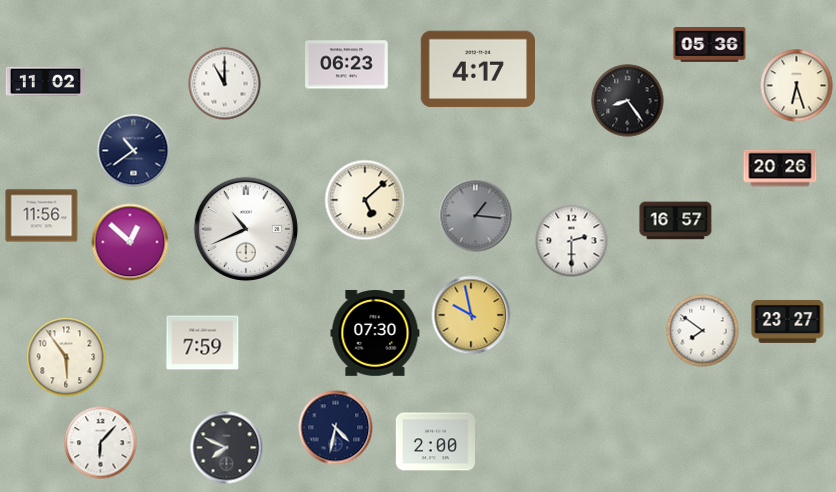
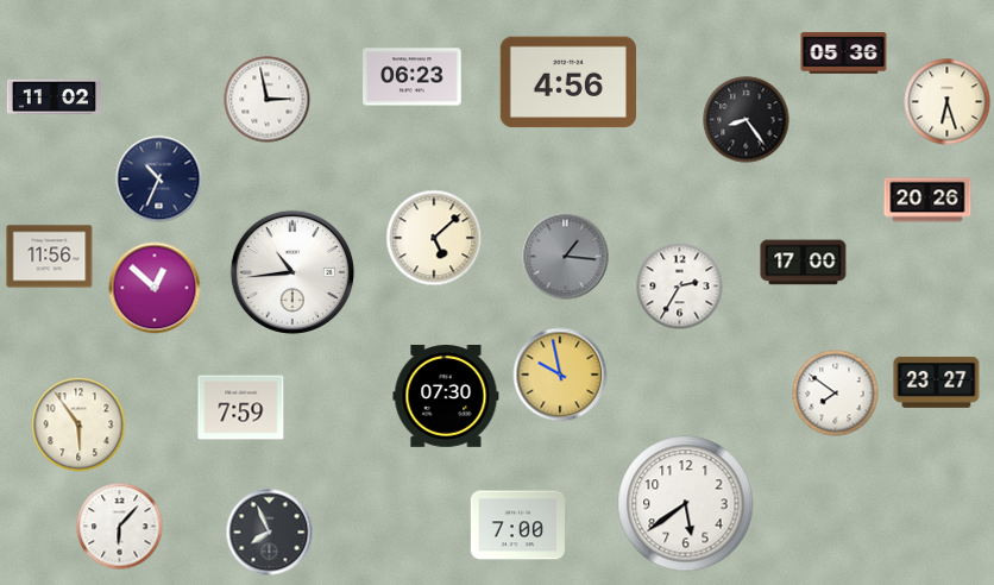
clock at (478, 69): 4:17 -> 4:56
clock at (225, 84): 11:00 -> 2:58
clock at (134, 151): 10:39 -> 10:34
clock at (676, 221): 16:57 -> 17:00
clock at (246, 229): 10:41 -> 10:44
clock at (572, 241): 2:30 -> 2:35
clock at (686, 504): none -> 5:39
clock at (336, 428): 4:32 -> none
clock at (435, 442): 2:00 -> 7:00
clock at (227, 448): 7:49 -> 7:56
